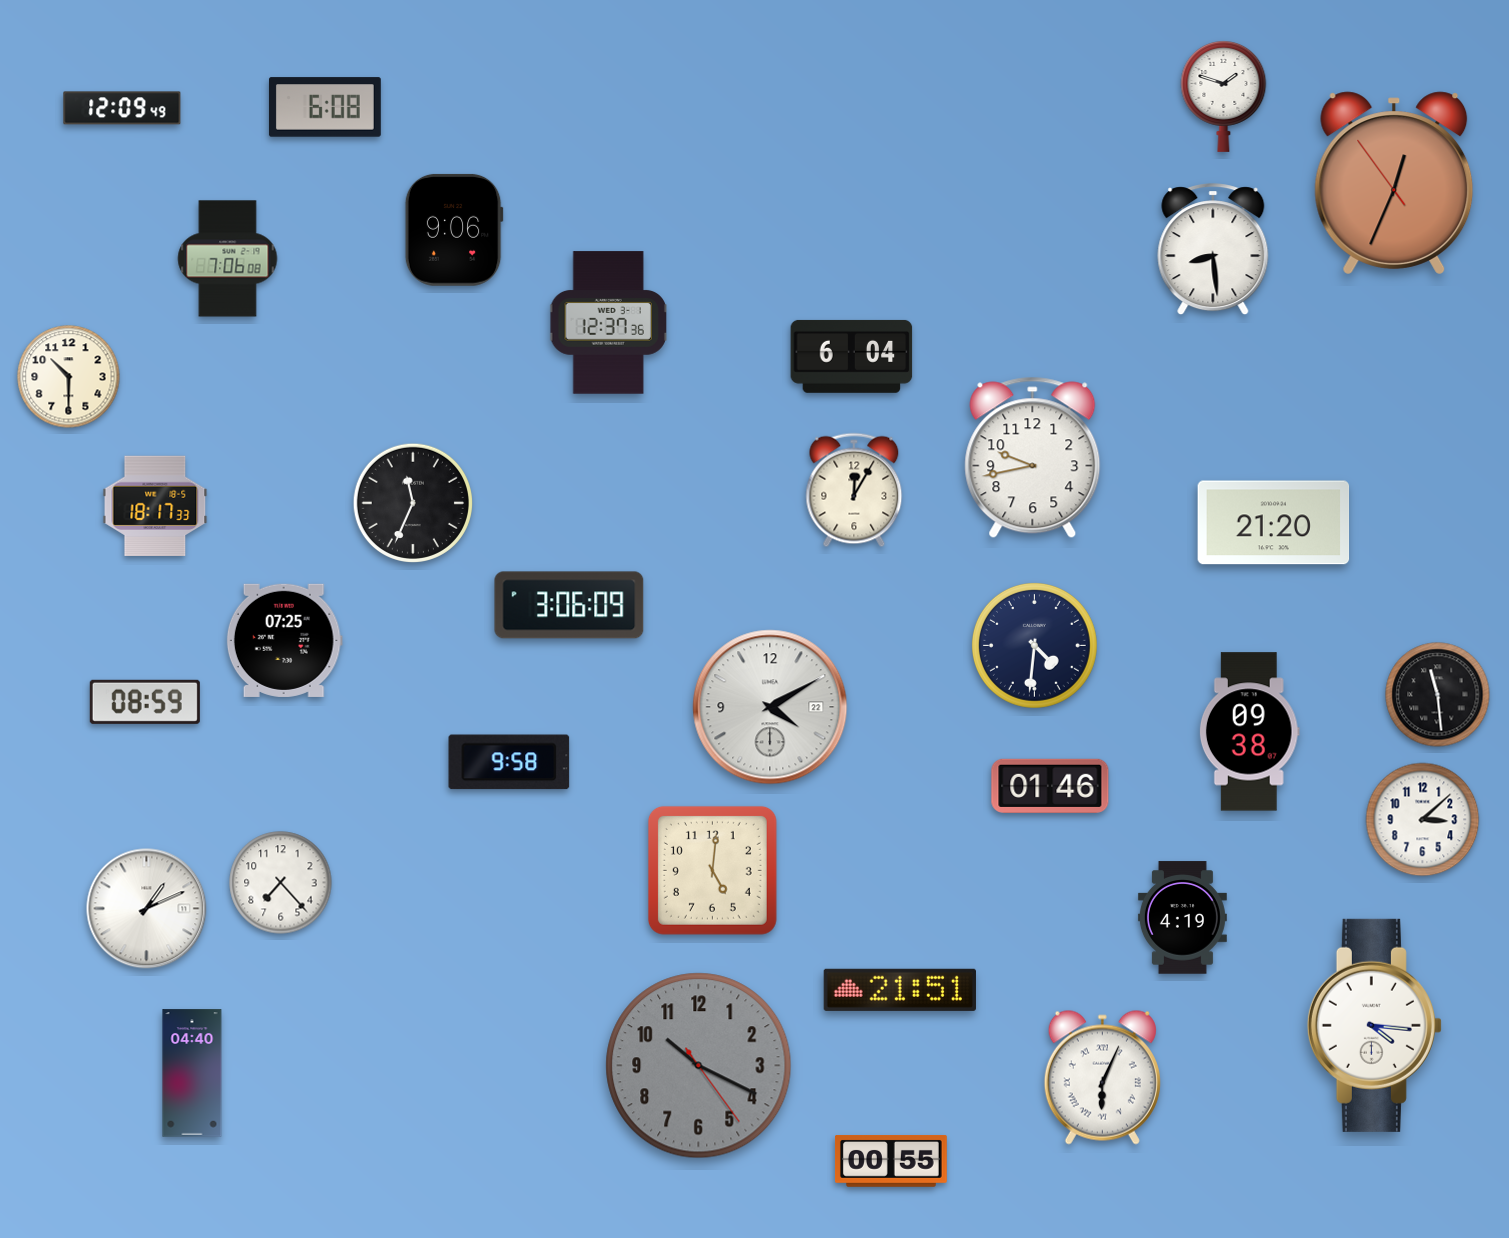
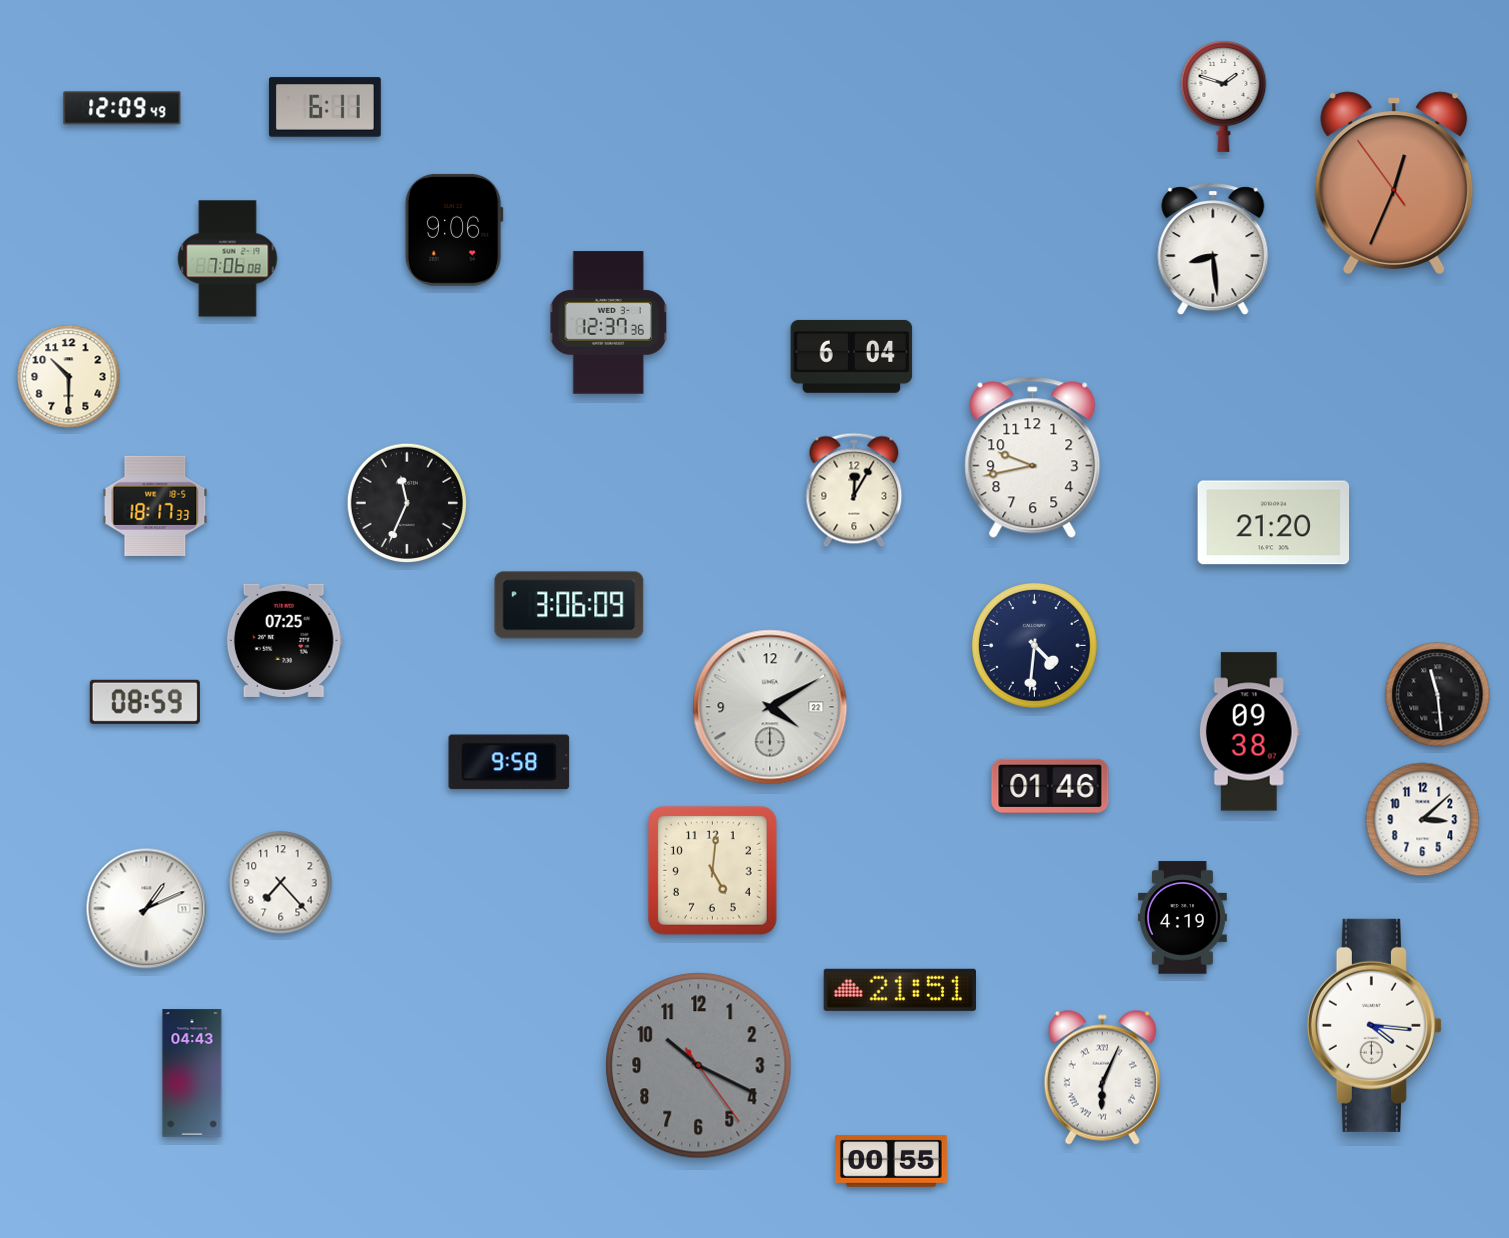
clock at (325, 107): 6:08 -> 6:11
clock at (412, 502) position: (412, 502) -> (406, 502)
clock at (192, 1073): 04:40 -> 04:43
